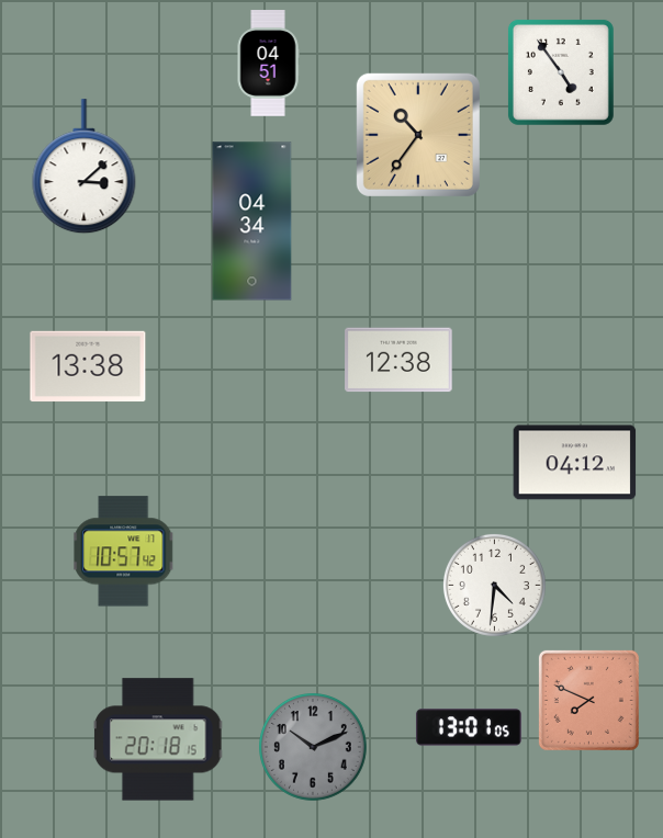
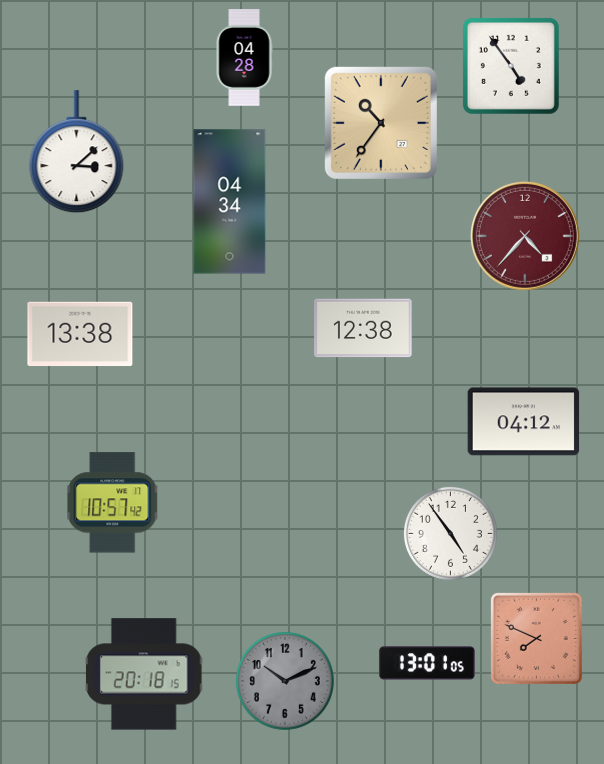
clock at (268, 64): 04:51 -> 04:28
clock at (525, 236): none -> 4:37
clock at (494, 585): 4:31 -> 4:54
